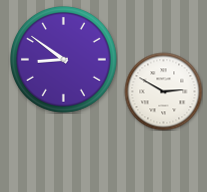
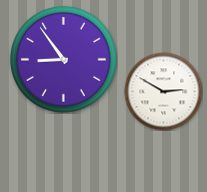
clock at (64, 60): 8:51 -> 8:54
